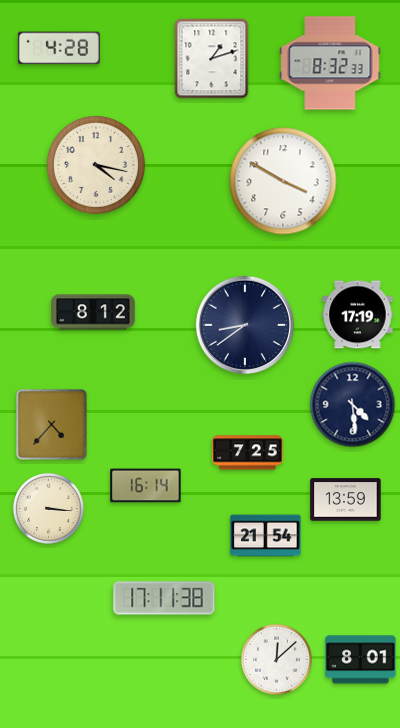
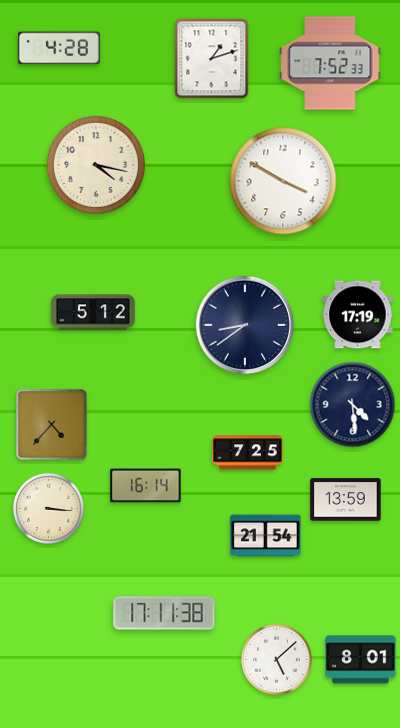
clock at (330, 63): 8:32 -> 7:52
clock at (93, 312): 8:12 -> 5:12
clock at (164, 598) position: (164, 598) -> (164, 613)
clock at (276, 659): 12:08 -> 5:08
